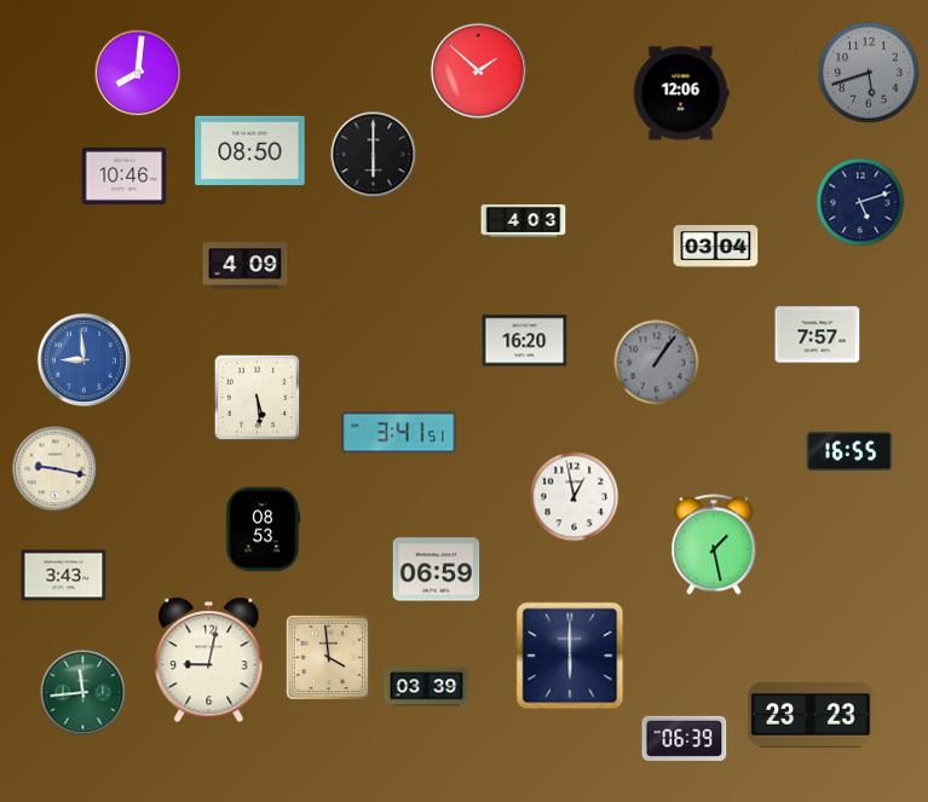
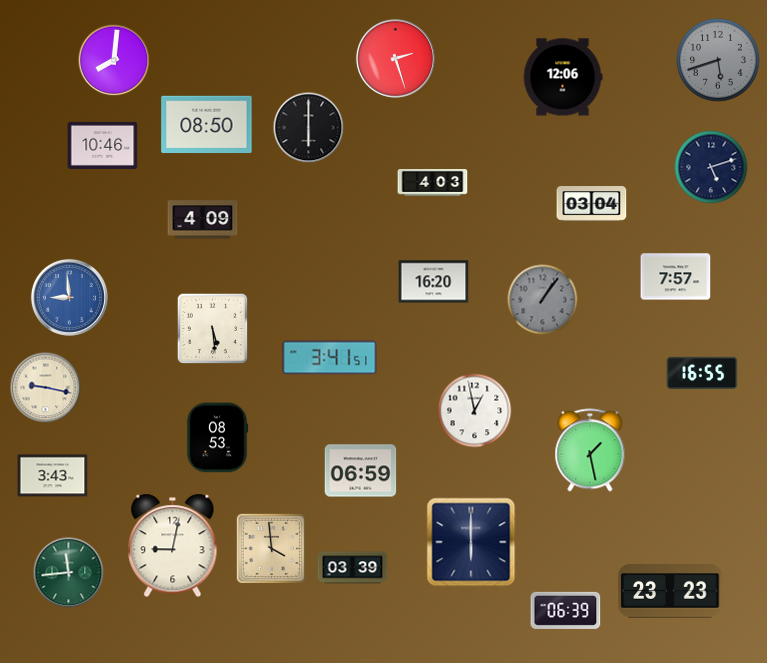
clock at (478, 70): 1:52 -> 2:27
clock at (329, 658) position: (329, 658) -> (272, 549)
